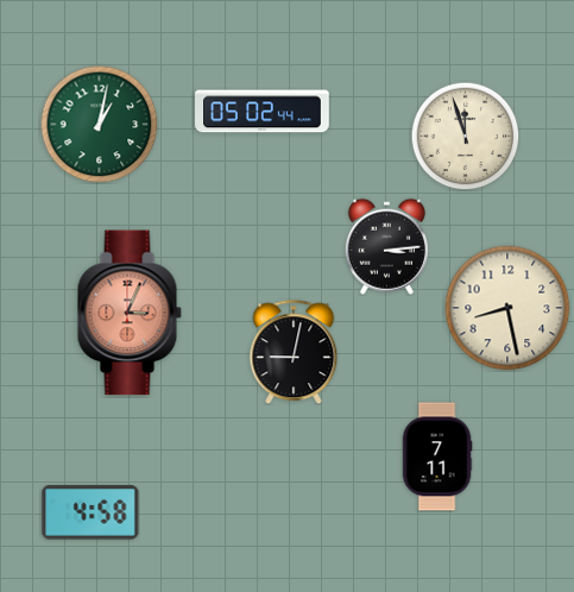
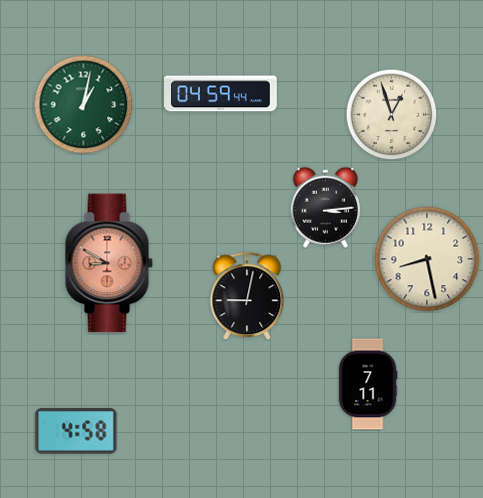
clock at (263, 112): 05:02 -> 04:59
clock at (465, 136): 11:57 -> 12:57
clock at (130, 313): 3:04 -> 8:50
